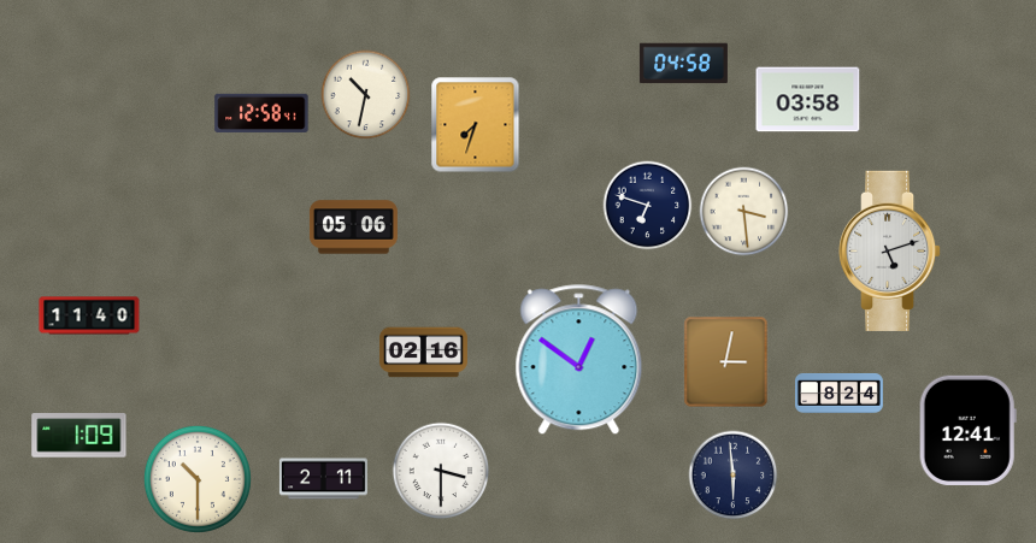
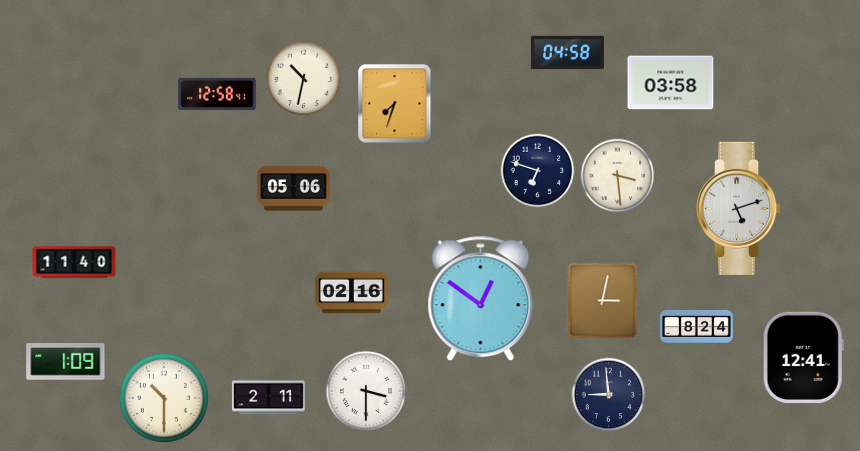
clock at (734, 476): 5:59 -> 8:59
